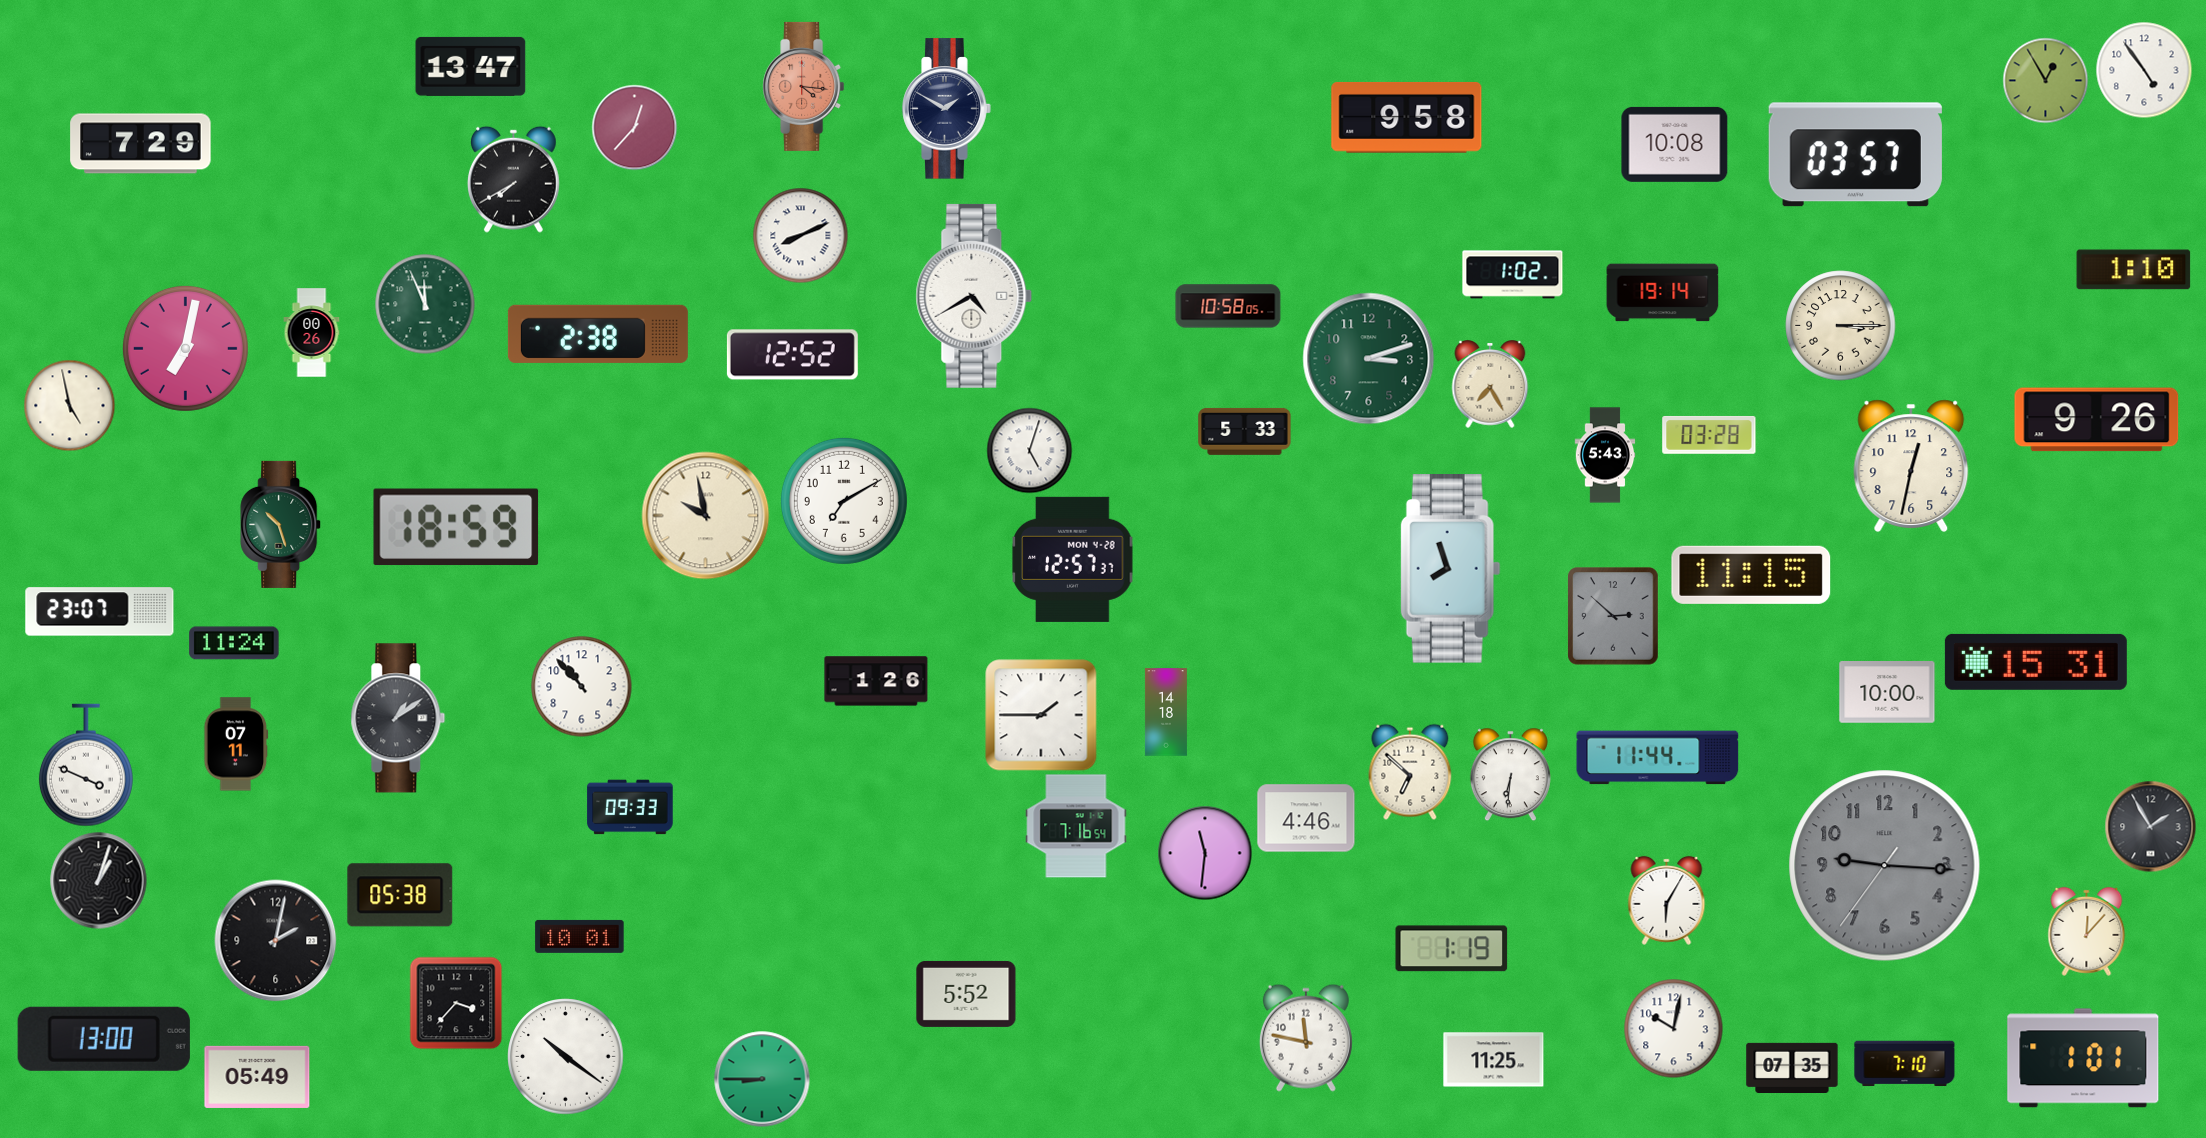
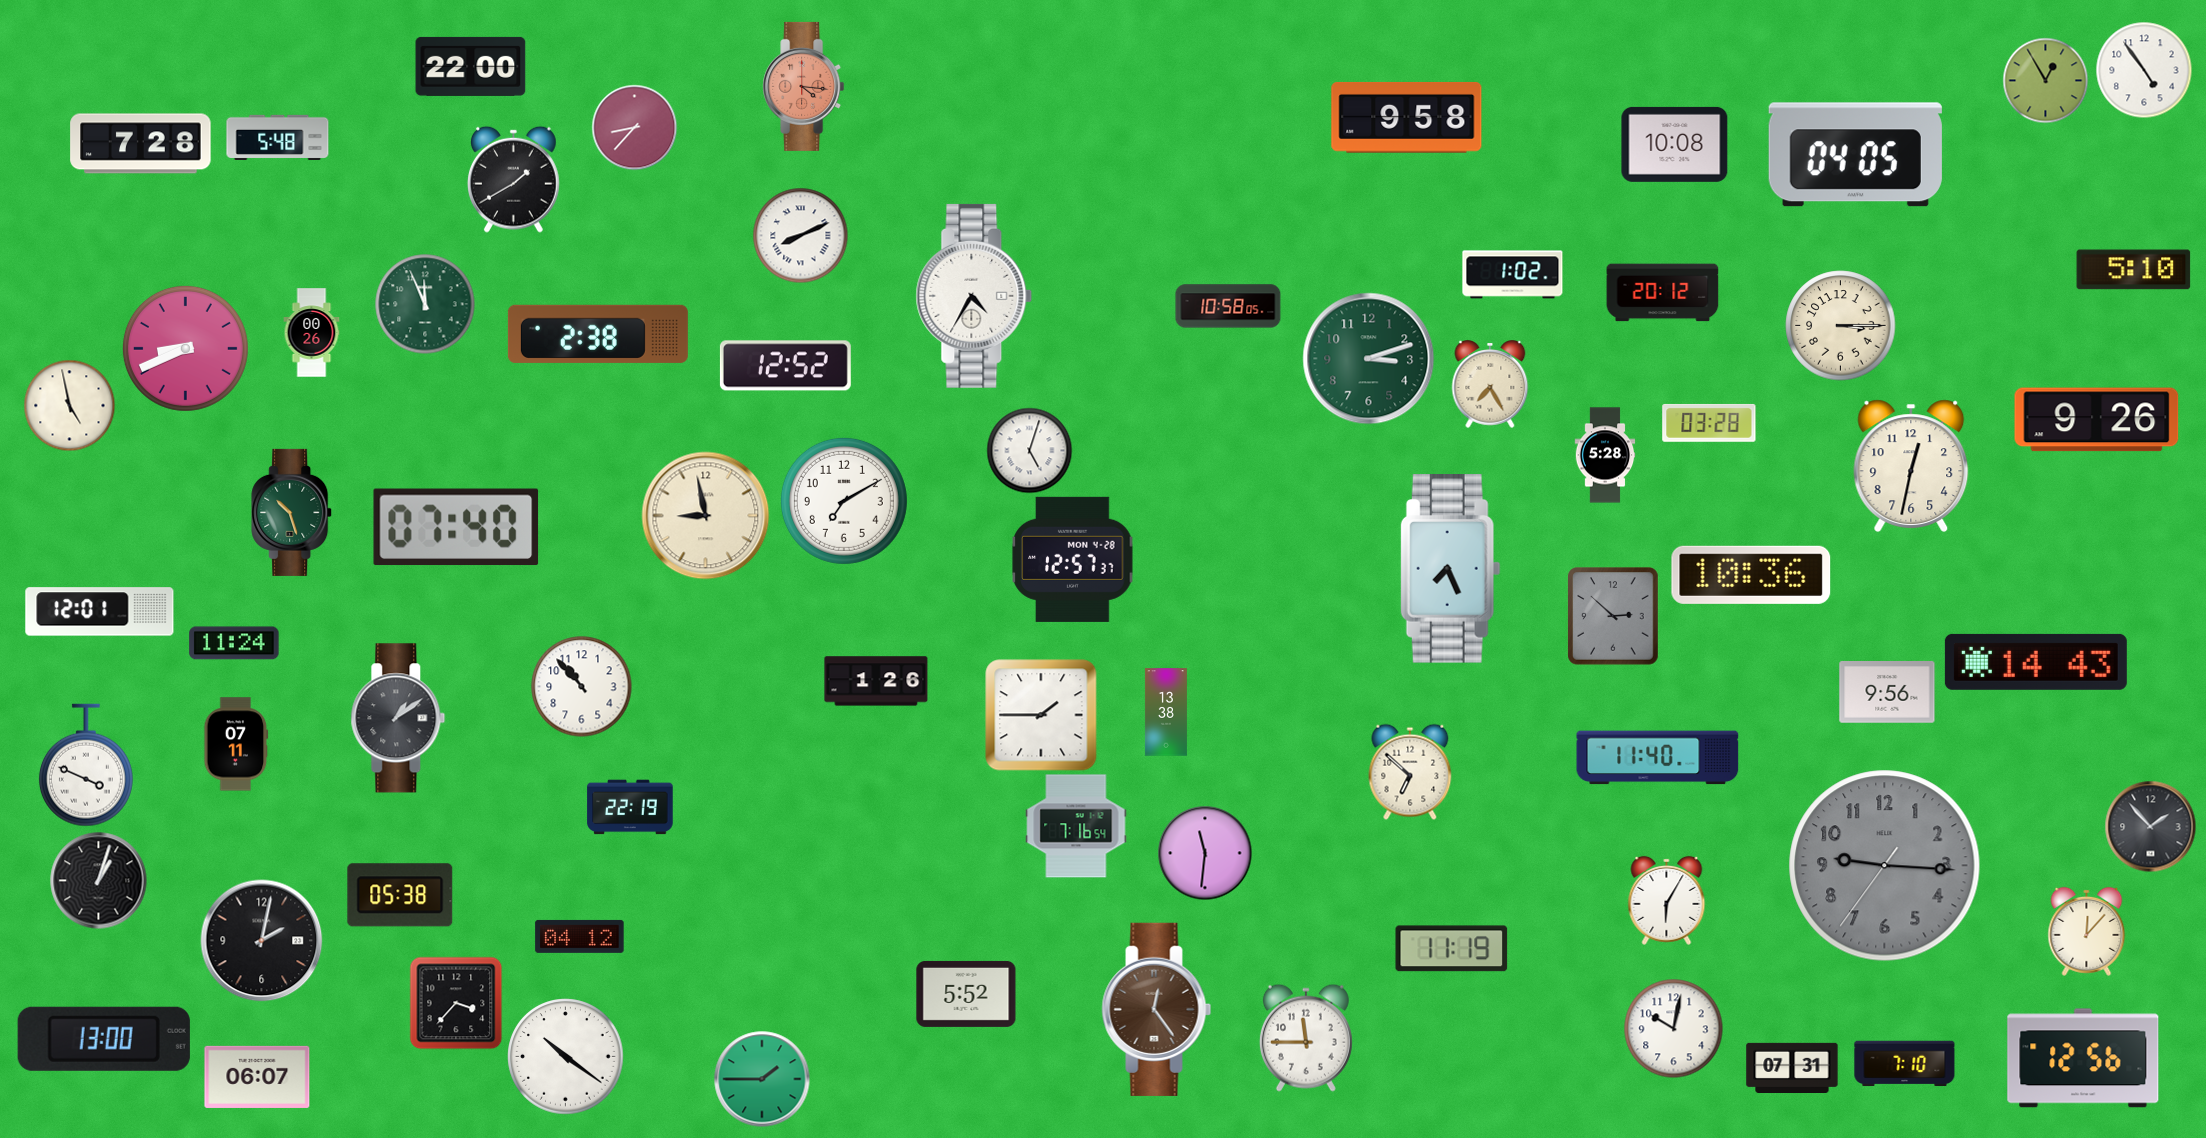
clock at (471, 66): 13:47 -> 22:00
clock at (947, 109): 1:50 -> none
clock at (634, 127): 12:37 -> 8:37
clock at (278, 137): none -> 5:48
clock at (141, 144): 7:29 -> 7:28
clock at (1855, 155): 03:57 -> 04:05
clock at (514, 179): 7:40 -> 1:40
clock at (2134, 270): 1:10 -> 5:10
clock at (1663, 293): 19:14 -> 20:12
clock at (974, 296): 4:40 -> 4:35
clock at (185, 348): 7:02 -> 8:41
clock at (792, 355) position: (792, 355) -> (785, 366)
clock at (1245, 431): 5:33 -> none
clock at (1709, 435) position: (1709, 435) -> (1709, 423)
clock at (1605, 455): 5:43 -> 5:28
clock at (706, 516): 9:58 -> 8:58
clock at (281, 524) position: (281, 524) -> (292, 512)
clock at (456, 527): 18:59 -> 07:40
clock at (1450, 569): 7:57 -> 7:26
clock at (1751, 575): 11:15 -> 10:36
clock at (100, 612): 23:07 -> 12:01
clock at (2036, 662): 15:31 -> 14:43
clock at (1887, 692): 10:00 -> 9:56
clock at (1166, 712): 14:18 -> 13:38
clock at (1658, 758): 11:44 -> 11:40
clock at (1510, 774): 6:31 -> none
clock at (630, 807): 09:33 -> 22:19
clock at (1306, 818): 4:46 -> none
clock at (2150, 826): 1:55 -> 1:53
clock at (580, 936): 10:01 -> 04:12
clock at (276, 941) position: (276, 941) -> (262, 941)
clock at (1452, 949): 1:19 -> 11:19
clock at (1157, 1009): none -> 12:24
clock at (1306, 1038): 11:47 -> 11:45
clock at (2083, 1058): 1:01 -> 12:56
clock at (1494, 1060): 11:25 -> none
clock at (1792, 1067): 07:35 -> 07:31
clock at (257, 1077): 05:49 -> 06:07
clock at (762, 1079): 8:45 -> 1:45
